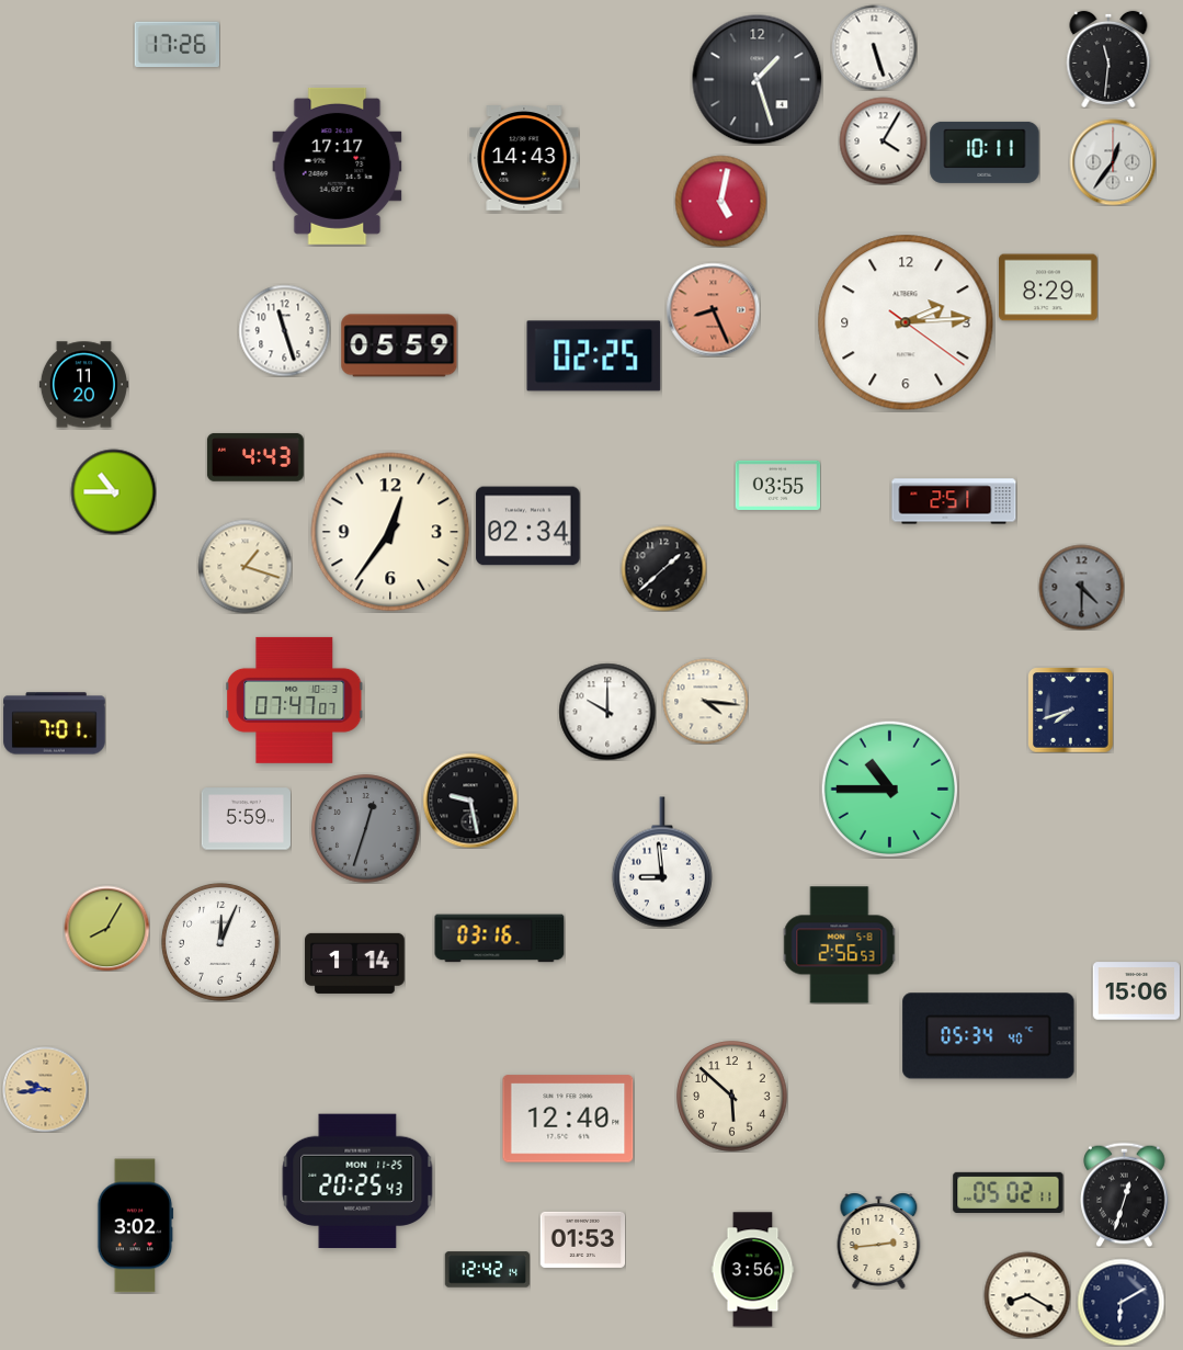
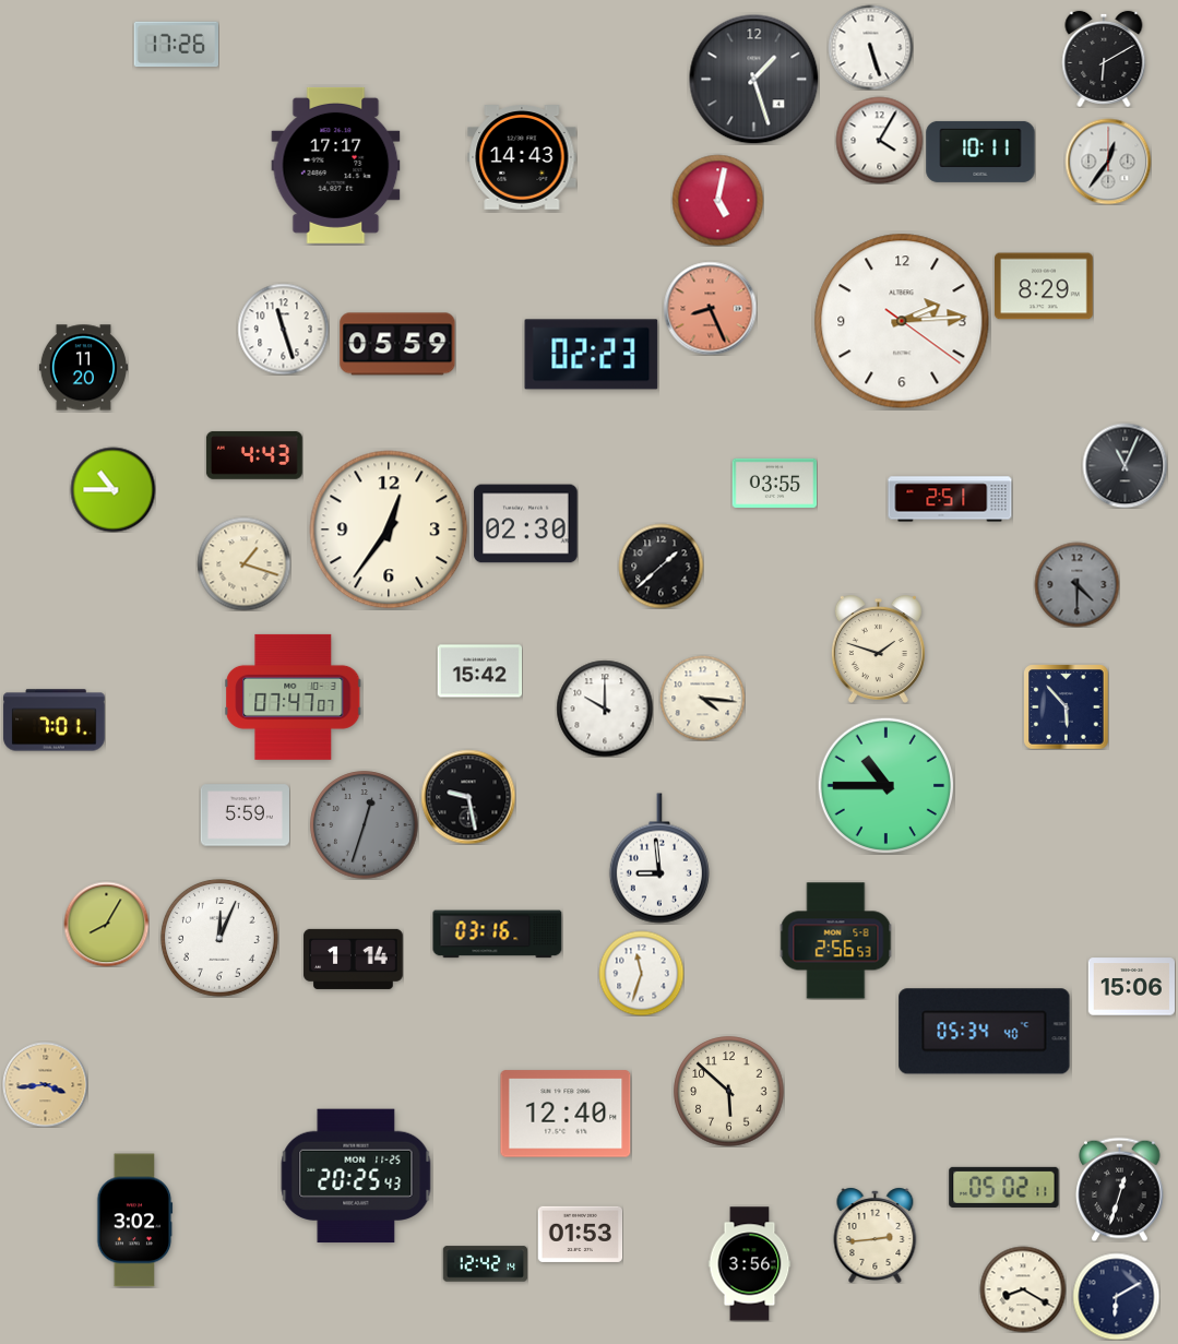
clock at (1108, 59): 11:31 -> 6:10
clock at (594, 356): 02:25 -> 02:23
clock at (83, 385) position: (83, 385) -> (83, 368)
clock at (1125, 465): none -> 11:04
clock at (528, 526): 02:34 -> 02:30
clock at (878, 650): none -> 1:48
clock at (479, 671): none -> 15:42
clock at (1070, 710): 7:42 -> 5:53
clock at (641, 973): none -> 11:33
clock at (45, 1089): 9:44 -> 3:44
